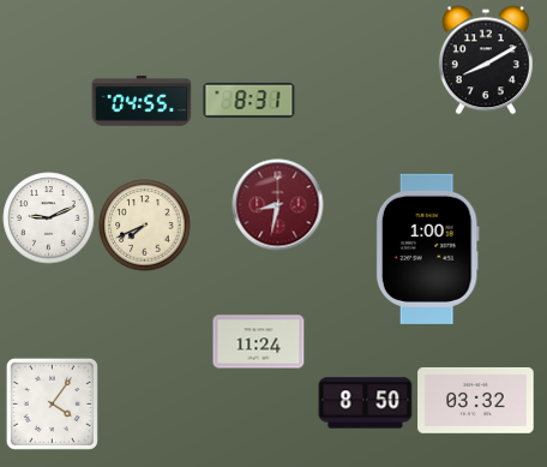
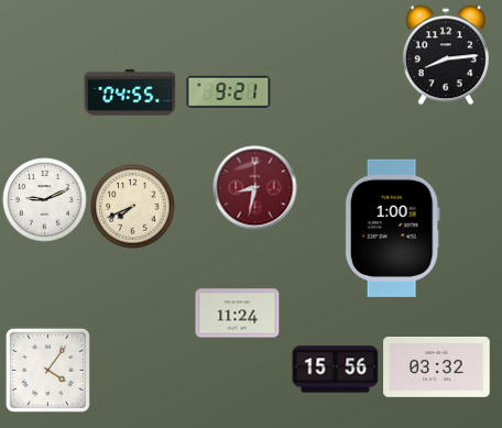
clock at (486, 60): 8:10 -> 8:14
clock at (250, 100): 8:31 -> 9:21
clock at (366, 403): 8:50 -> 15:56
